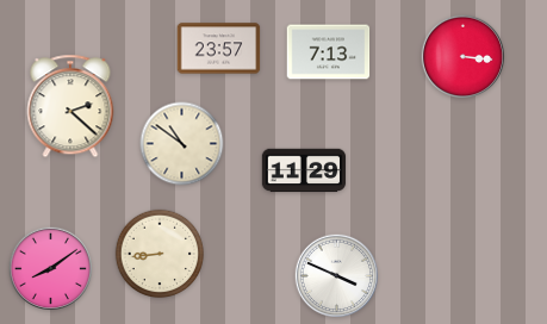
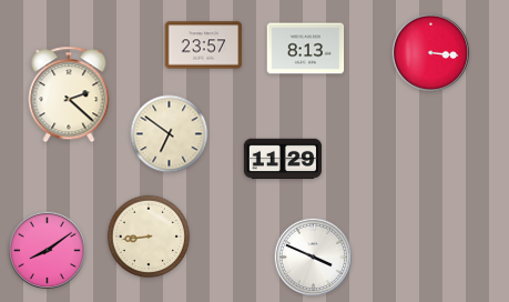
clock at (329, 52): 7:13 -> 8:13
clock at (70, 106) position: (70, 106) -> (69, 94)
clock at (182, 144): 10:51 -> 6:51
